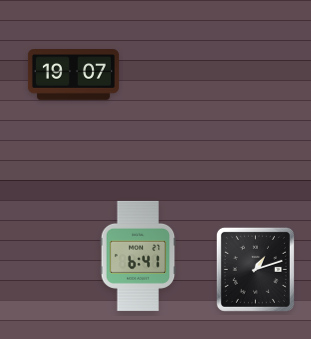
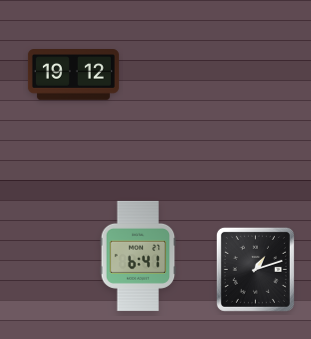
clock at (73, 75): 19:07 -> 19:12
